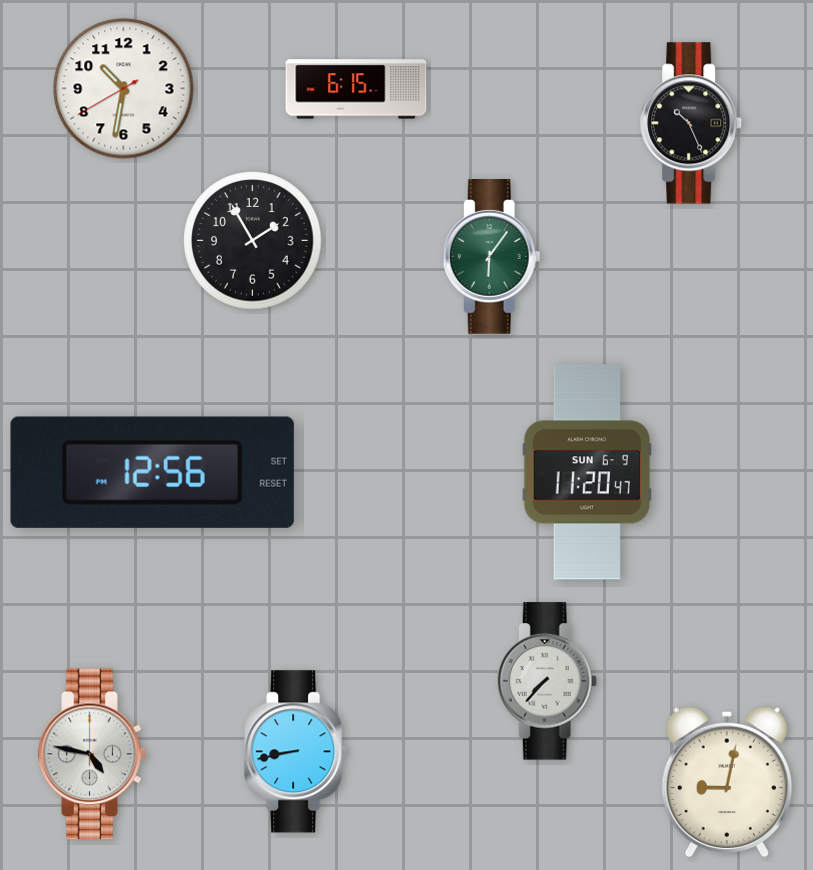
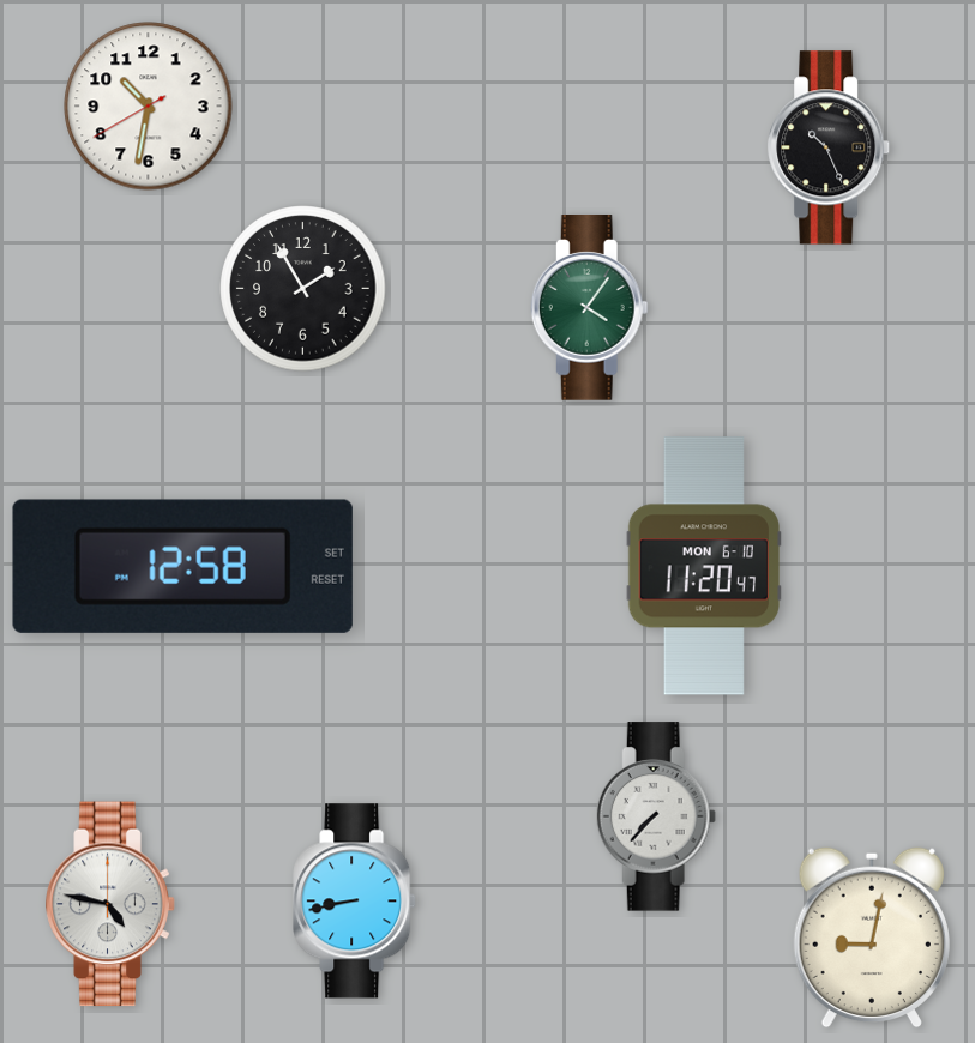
clock at (356, 89): 6:15 -> none
clock at (491, 257): 6:06 -> 4:06
clock at (152, 472): 12:56 -> 12:58
clock at (586, 472) date: SUN 6-9 -> MON 6-10
